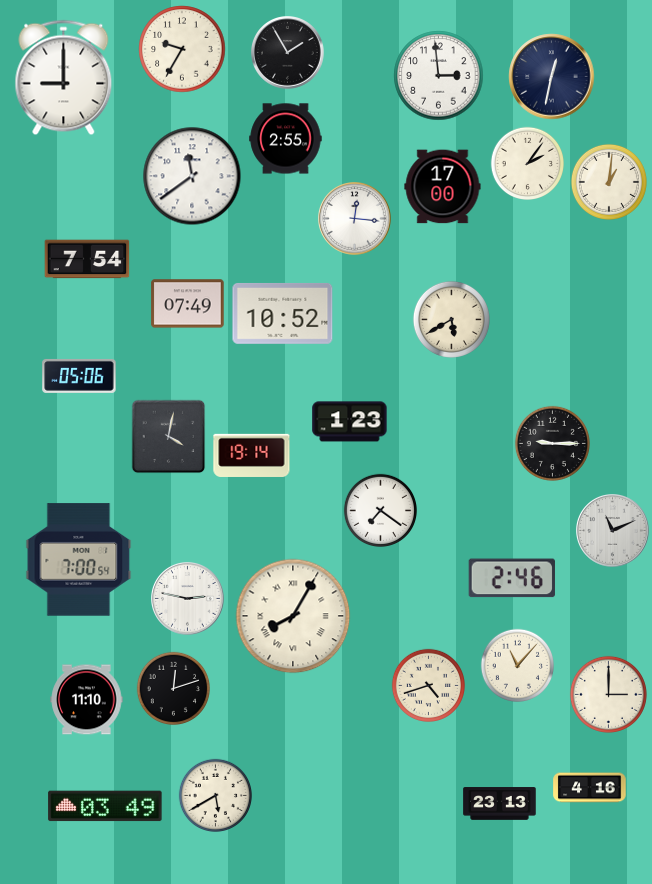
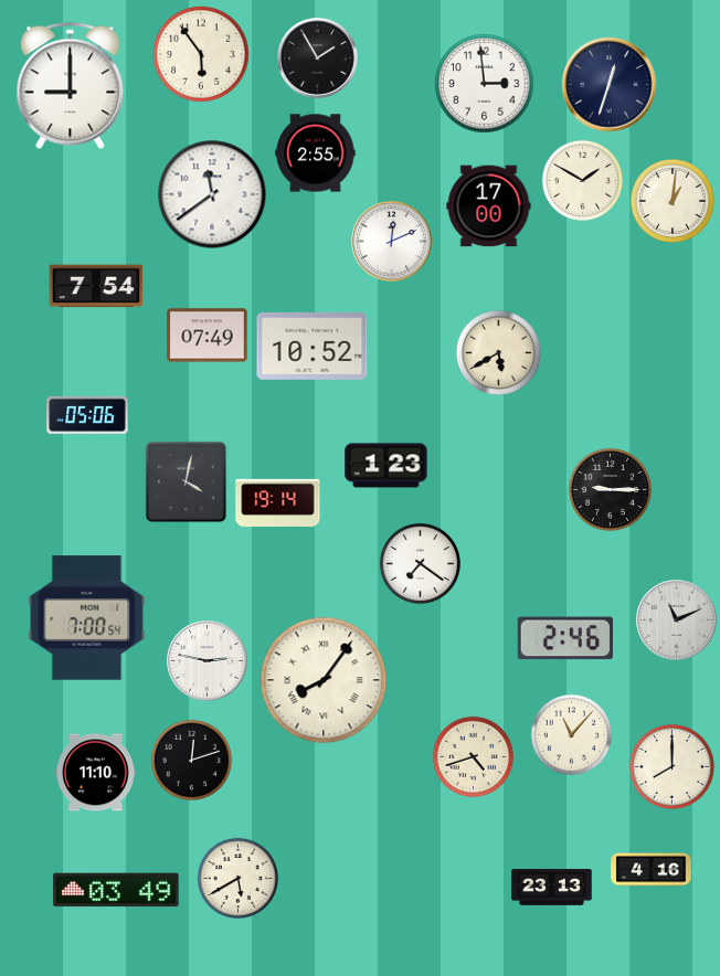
clock at (182, 49): 9:35 -> 5:54
clock at (552, 77): 12:32 -> 12:33
clock at (527, 163): 2:06 -> 1:50
clock at (355, 219): 12:16 -> 12:11
clock at (613, 531) position: (613, 531) -> (677, 620)
clock at (293, 616): 8:05 -> 8:06
clock at (608, 694): 3:00 -> 8:00
